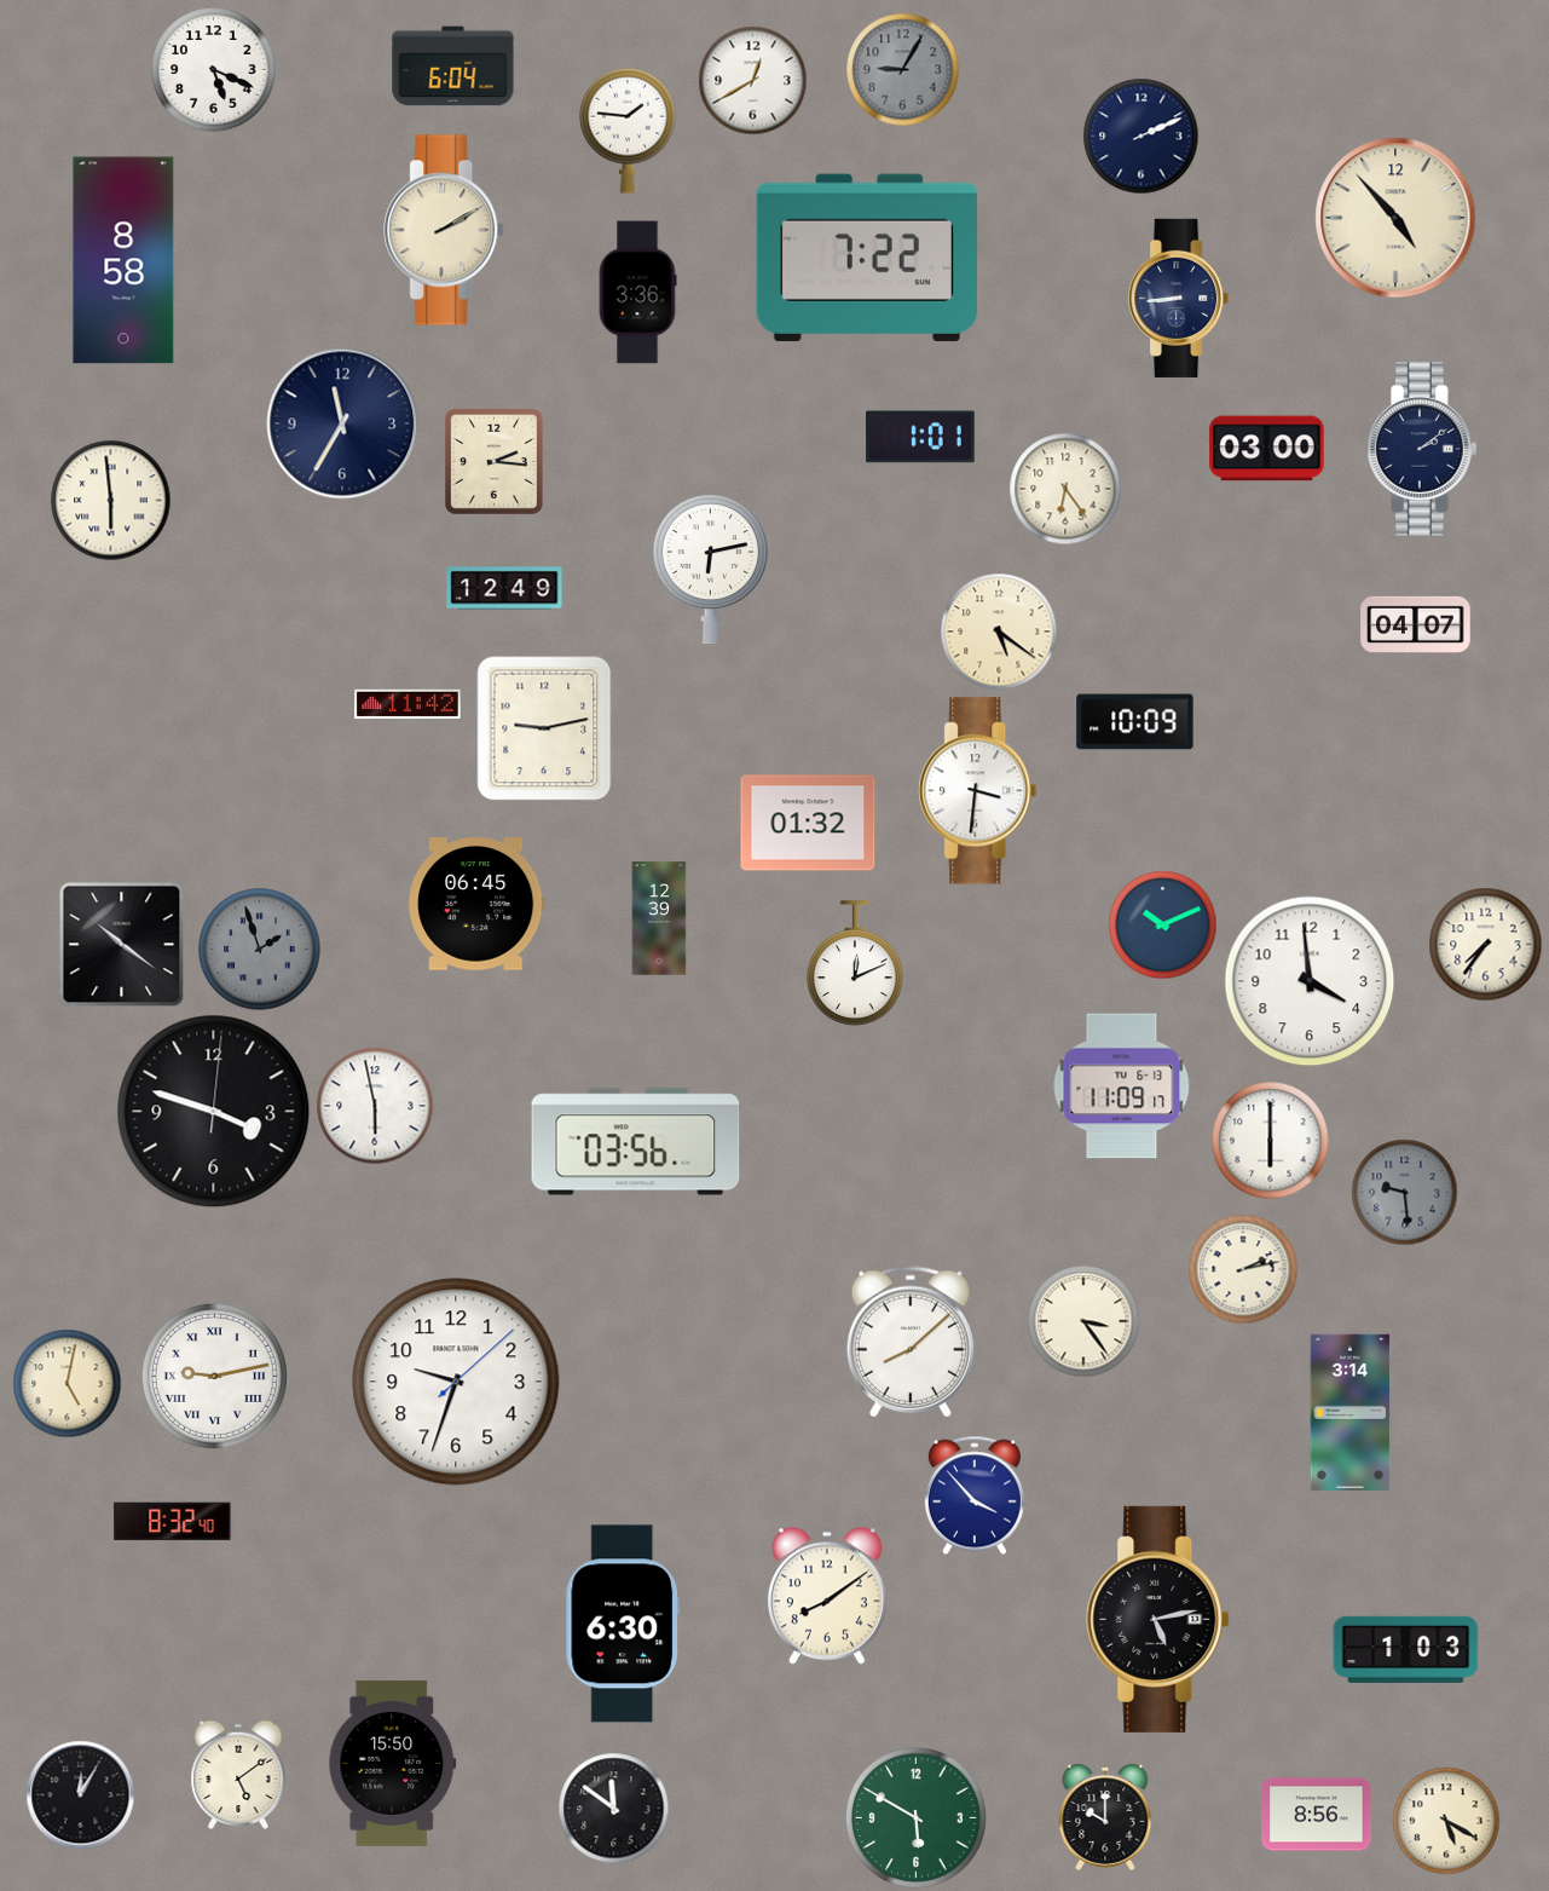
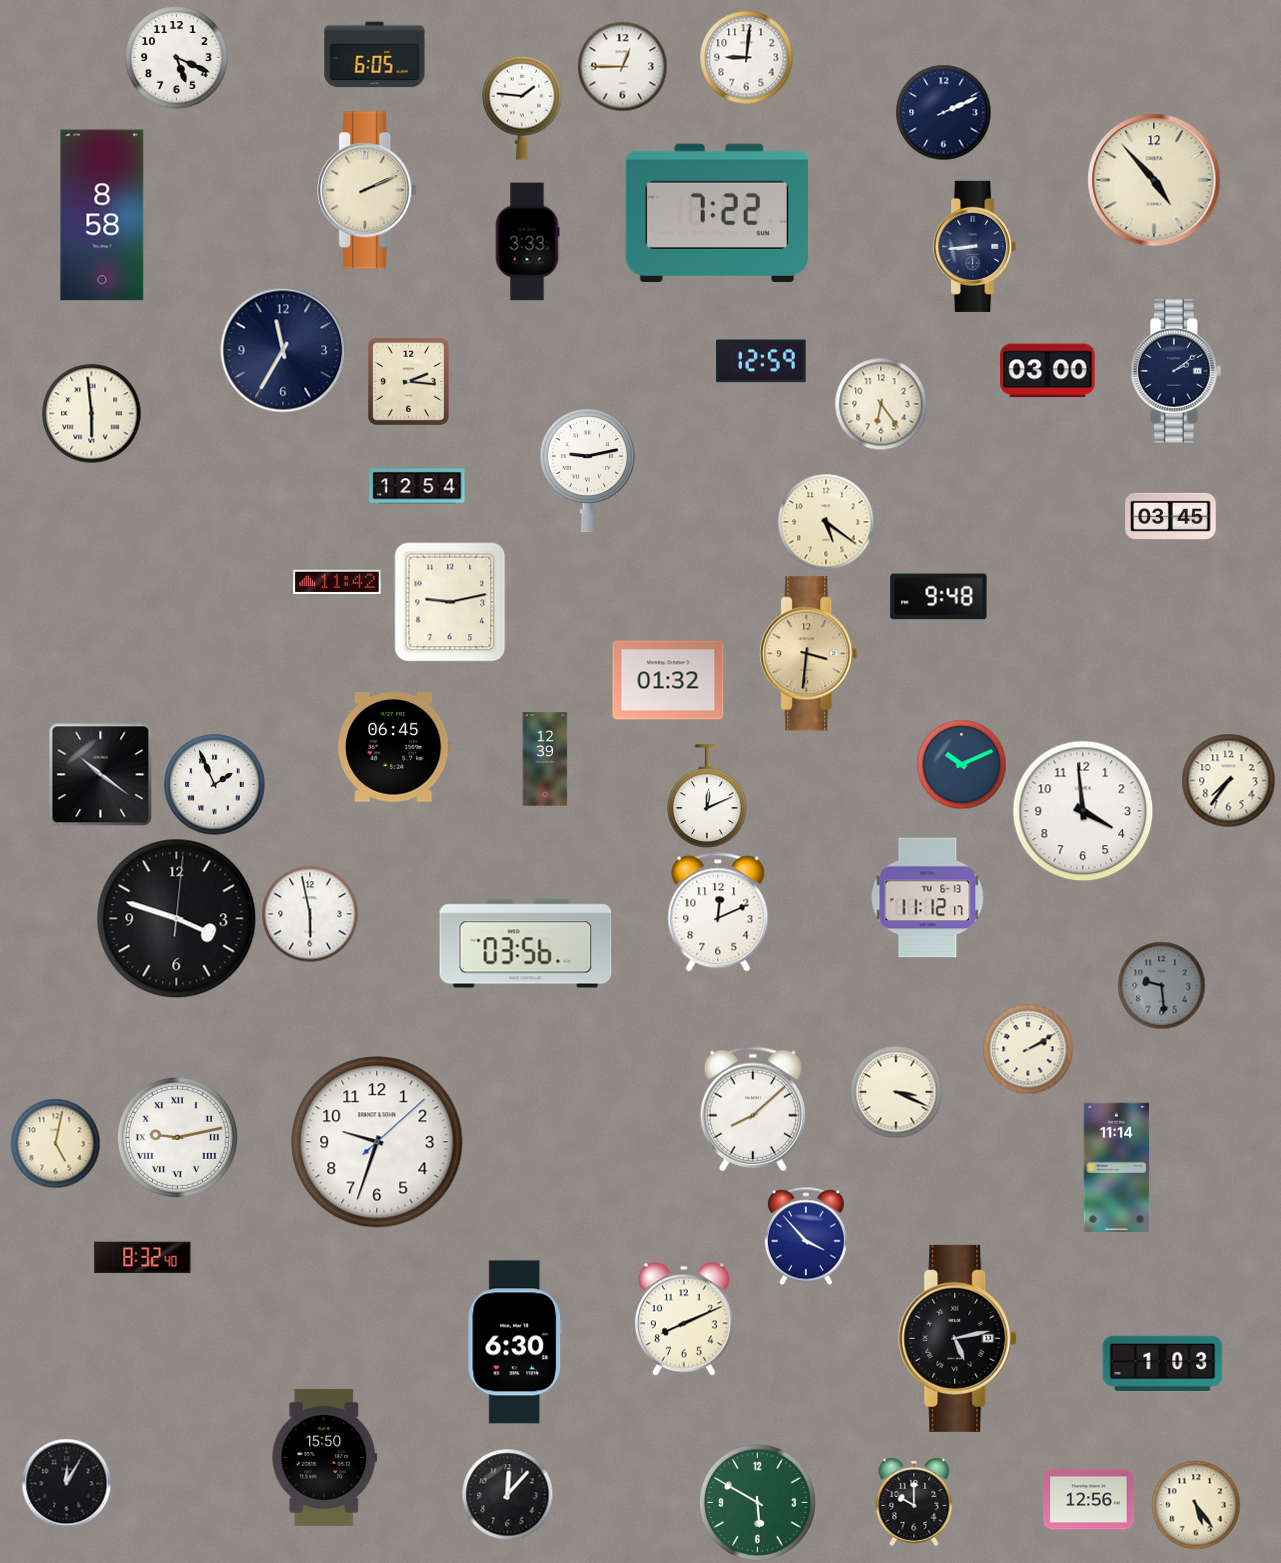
clock at (453, 67): 6:04 -> 6:05
clock at (902, 69): 9:05 -> 9:01
clock at (902, 69) dial: grey -> white
clock at (752, 80): 12:40 -> 12:45
clock at (628, 131) position: (628, 131) -> (522, 108)
clock at (445, 230): 2:10 -> 2:11
clock at (637, 293): 3:36 -> 3:33
clock at (920, 437): 1:01 -> 12:59
clock at (710, 570): 6:13 -> 9:13
clock at (504, 588): 12:49 -> 12:54
clock at (1416, 624): 04:07 -> 03:45
clock at (1135, 722): 10:09 -> 9:48
clock at (978, 791) dial: white -> champagne
clock at (121, 944) position: (121, 944) -> (100, 774)
clock at (260, 950): 1:57 -> 1:56
clock at (260, 950) dial: grey -> white
clock at (1122, 1086): 11:09 -> 11:12
clock at (718, 912): none -> 12:11
clock at (1270, 1140): 6:00 -> none
clock at (1243, 1269): 2:13 -> 2:10
clock at (1083, 1321): 3:24 -> 3:19
clock at (1351, 1412): 3:14 -> 11:14
clock at (827, 1596): 8:09 -> 8:11
clock at (238, 1774): 5:09 -> none
clock at (613, 1808): 11:51 -> 12:07
clock at (1317, 1815): 8:56 -> 12:56
clock at (1446, 1821): 5:20 -> 5:24
